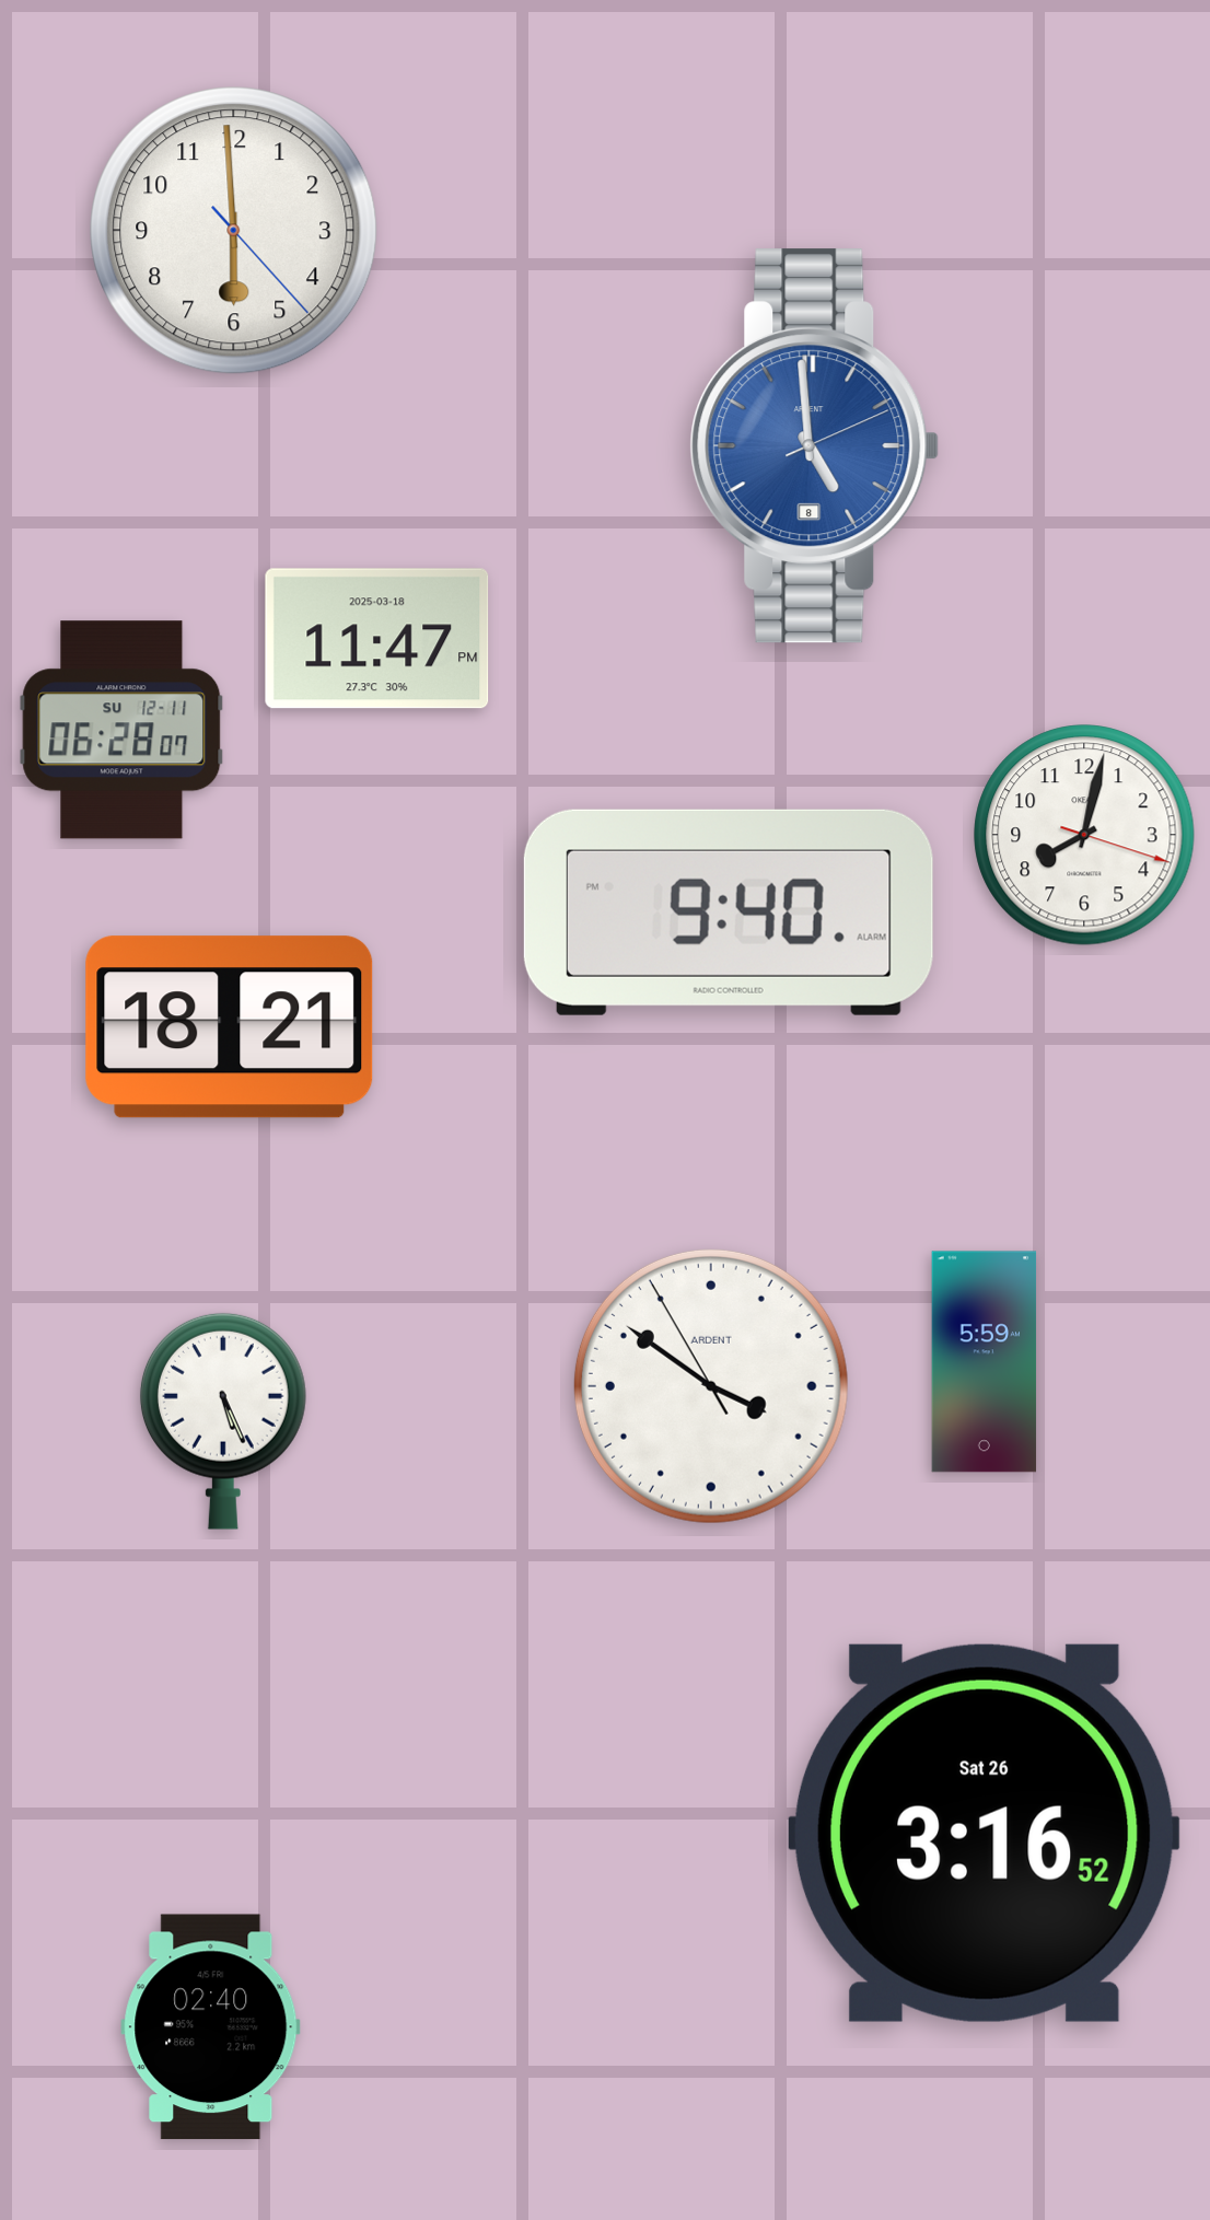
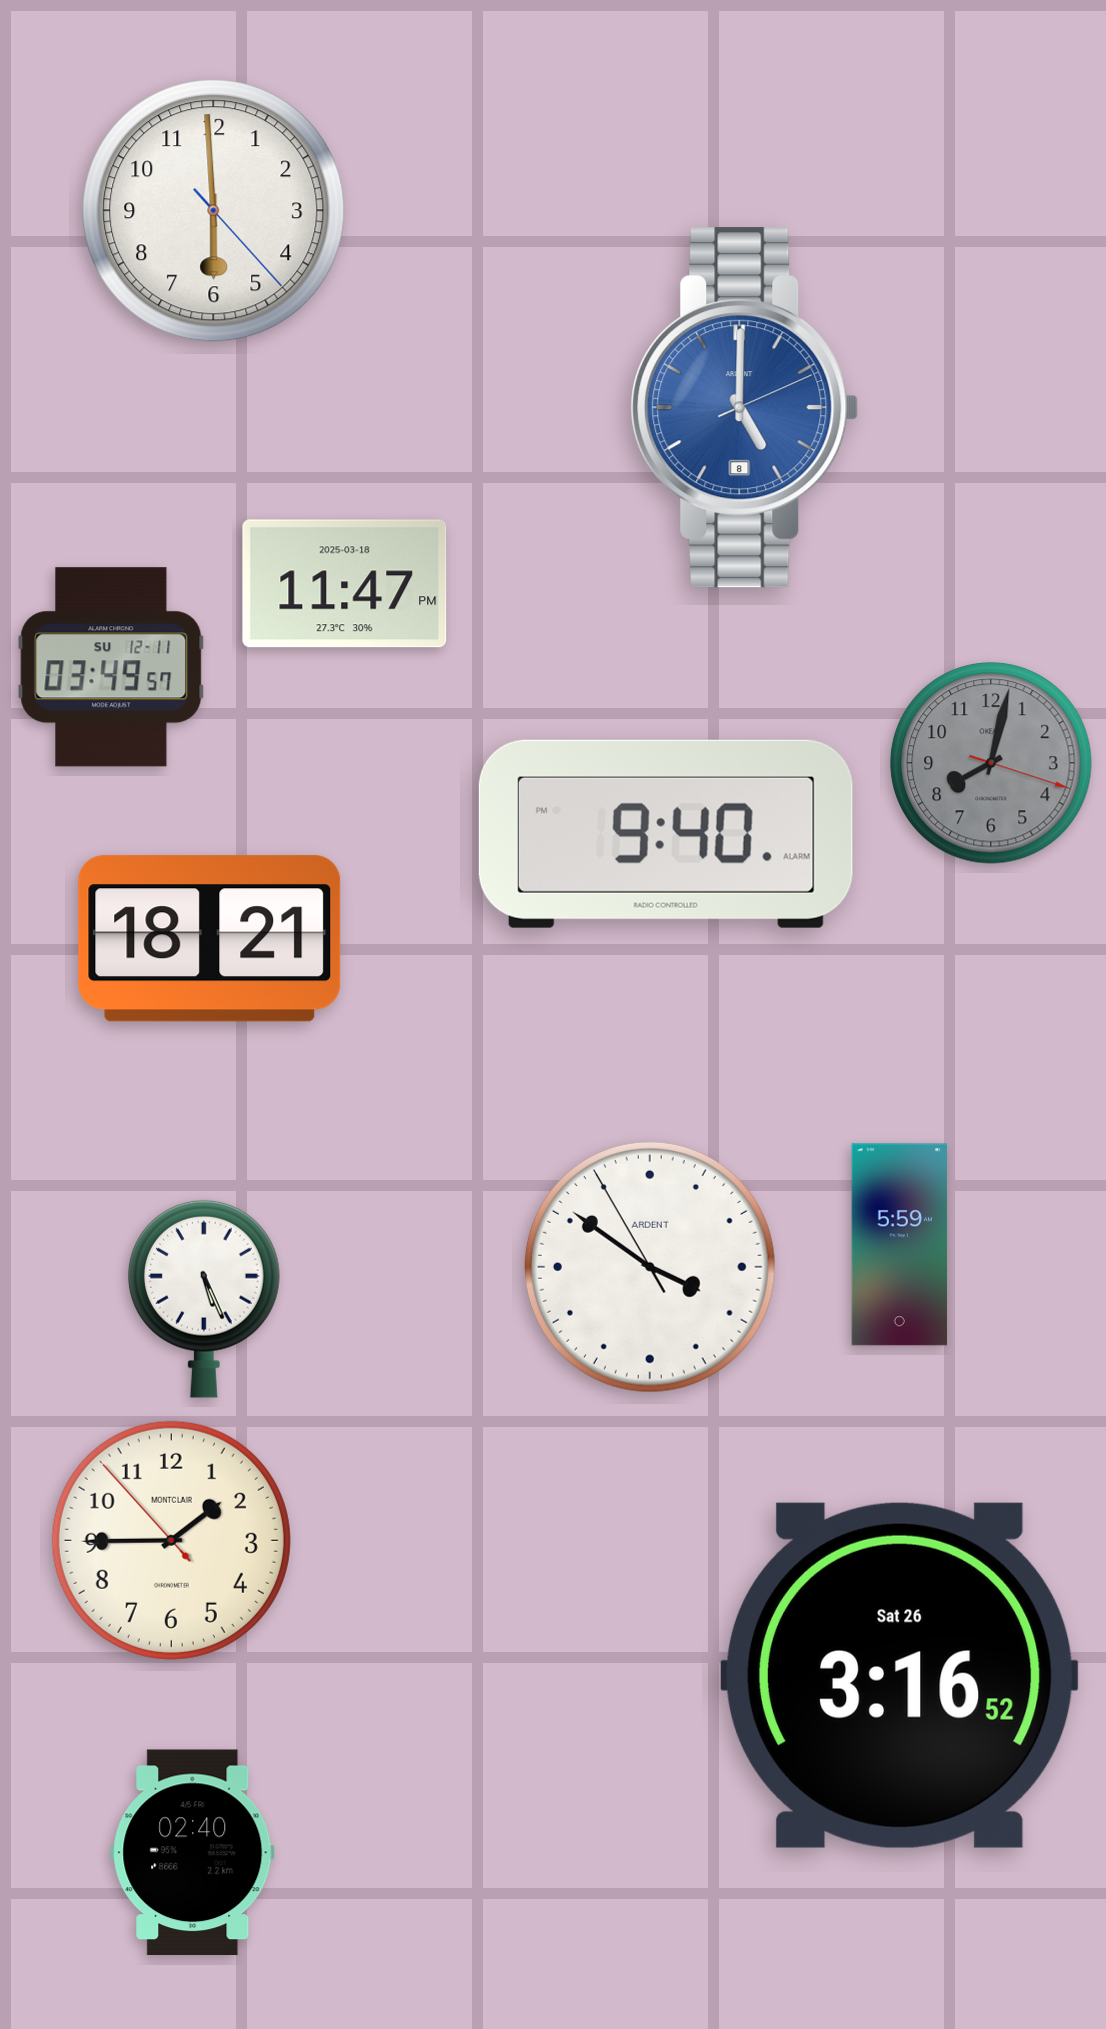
clock at (815, 446): 4:59 -> 5:00
clock at (121, 730): 06:28 -> 03:49
clock at (1084, 835) dial: white -> grey
clock at (171, 1540): none -> 1:44
